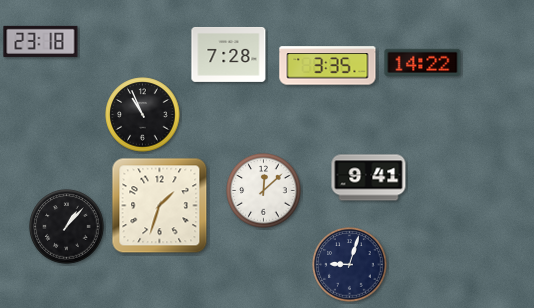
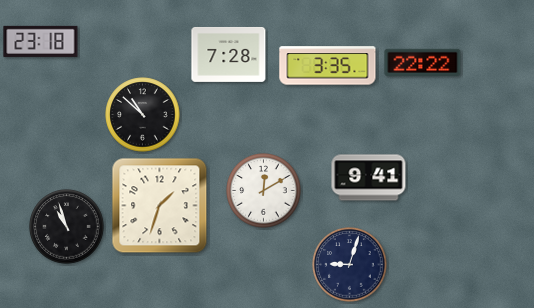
clock at (423, 62): 14:22 -> 22:22
clock at (143, 115): 10:56 -> 10:52
clock at (264, 191): 12:08 -> 12:10
clock at (67, 227): 1:07 -> 10:57
